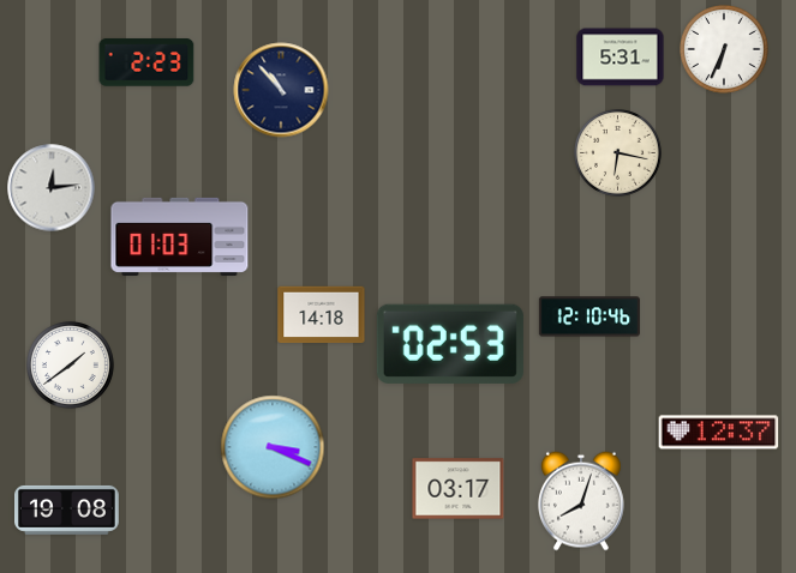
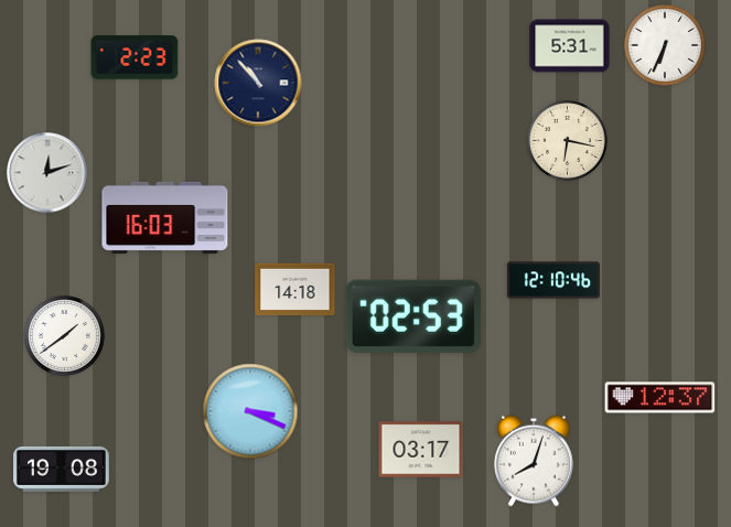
clock at (621, 58) position: (621, 58) -> (570, 46)
clock at (52, 188): 12:14 -> 12:12
clock at (180, 236): 01:03 -> 16:03
clock at (589, 316) position: (589, 316) -> (553, 280)
